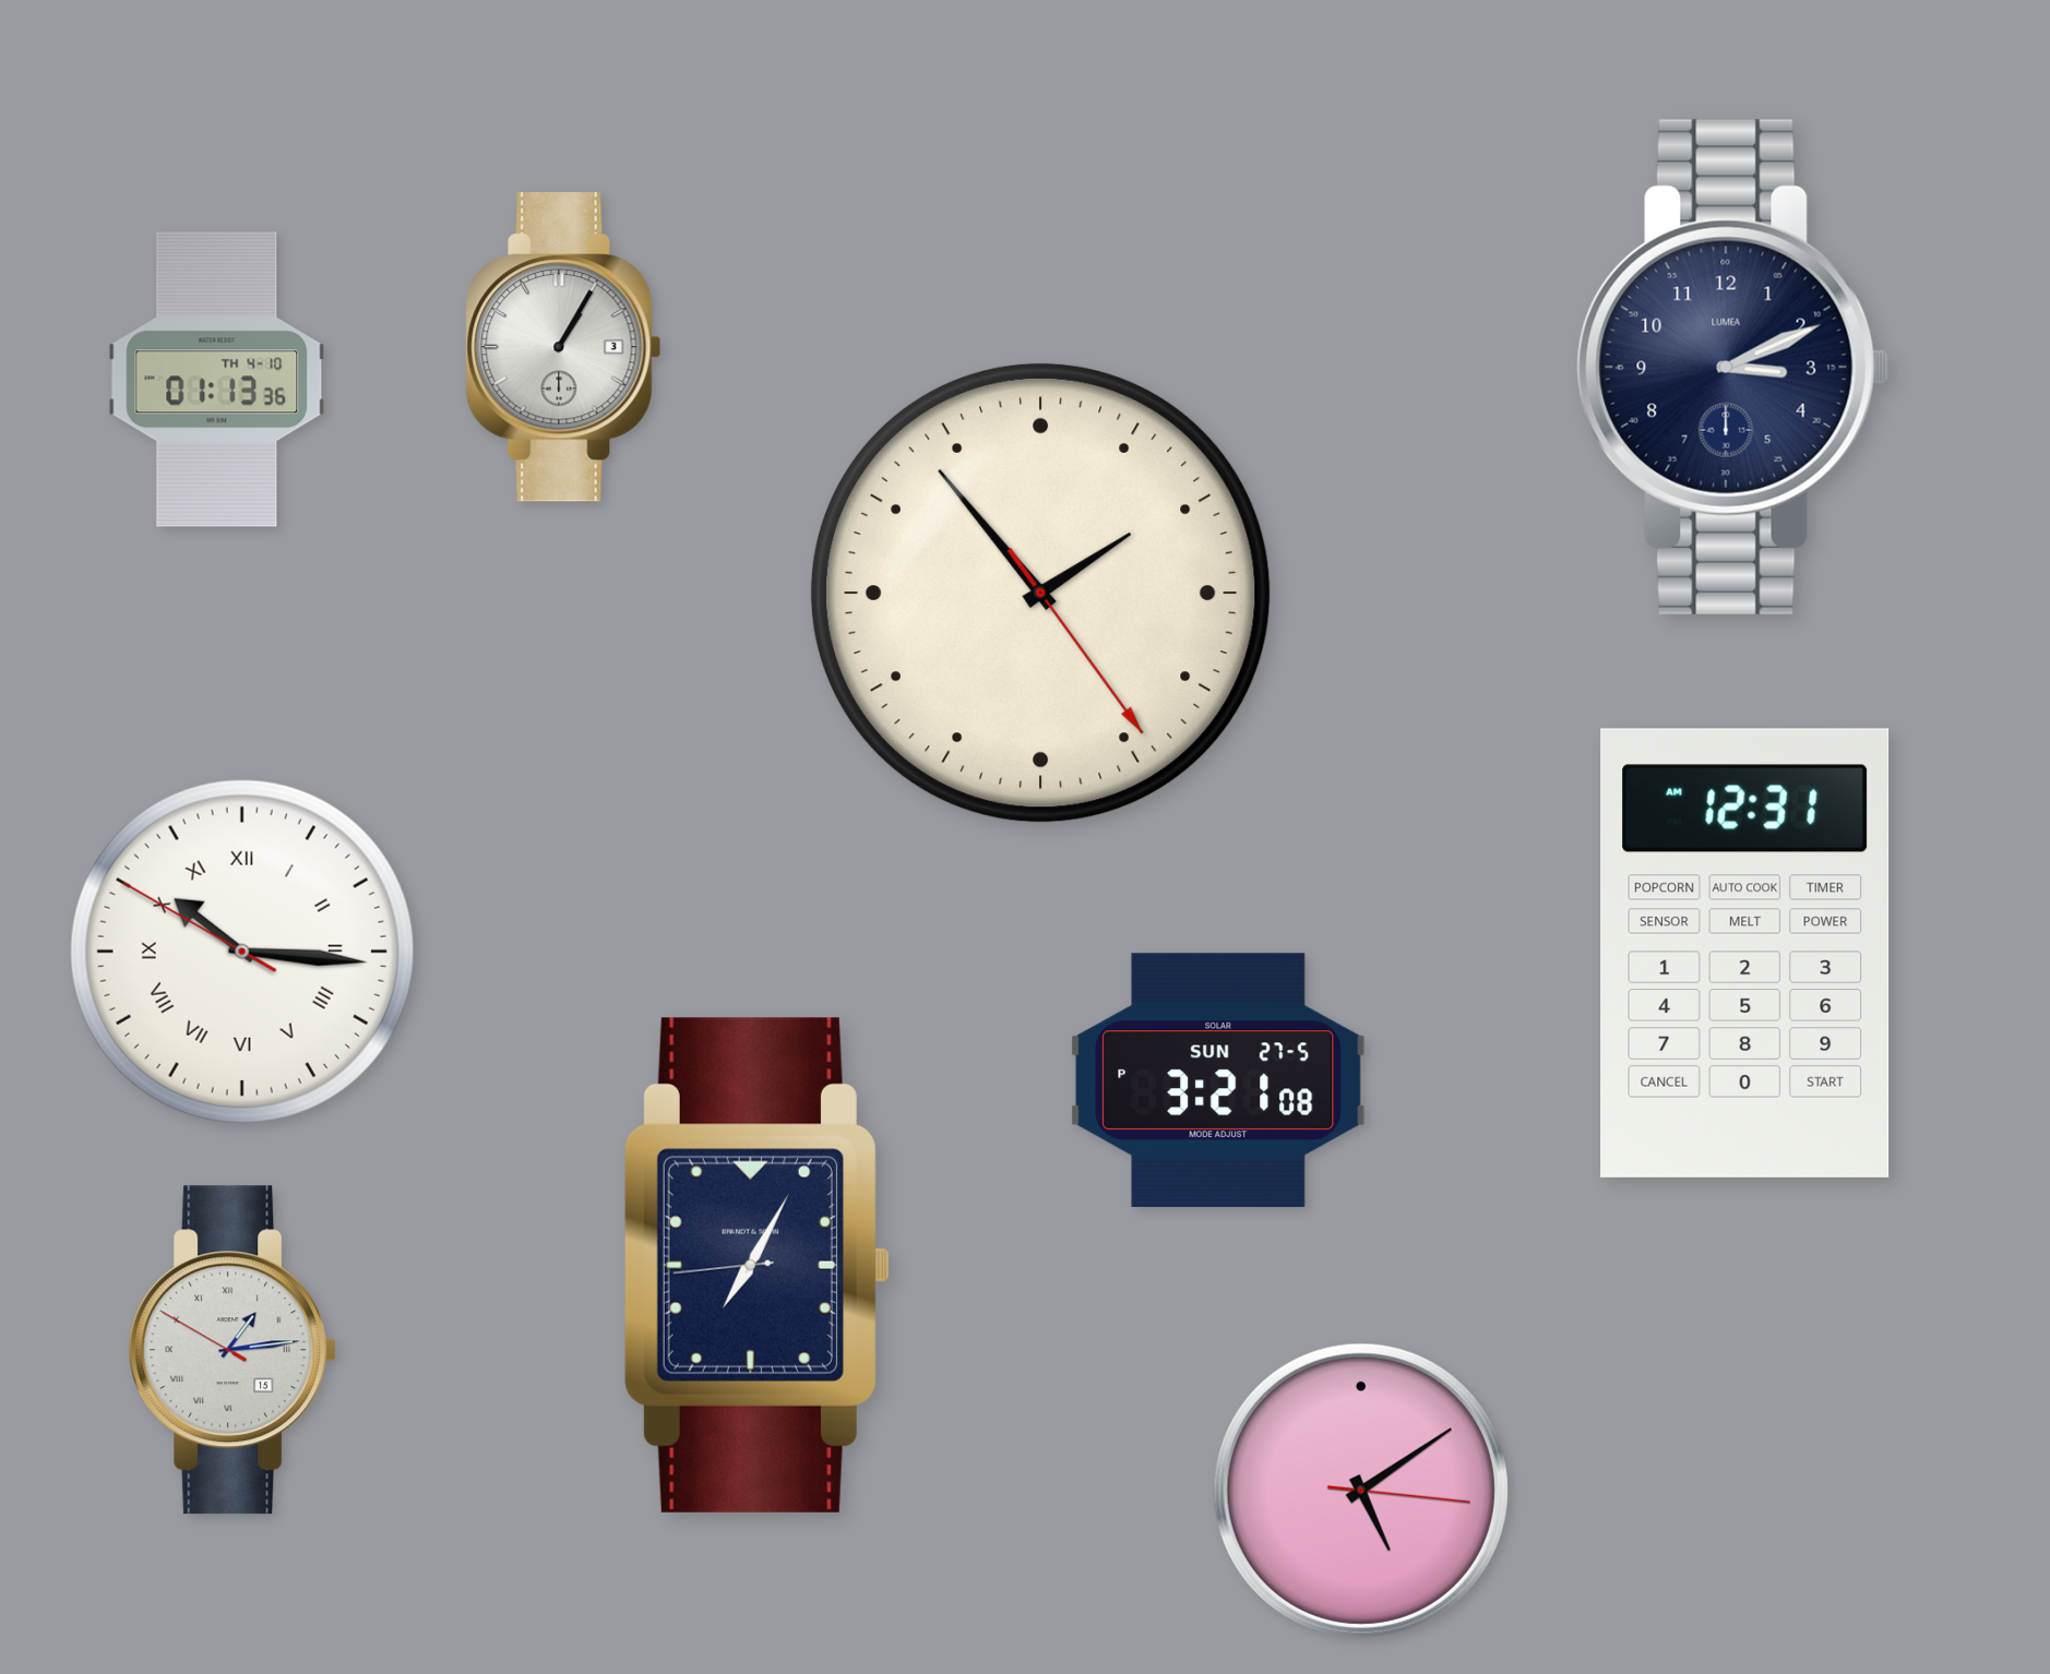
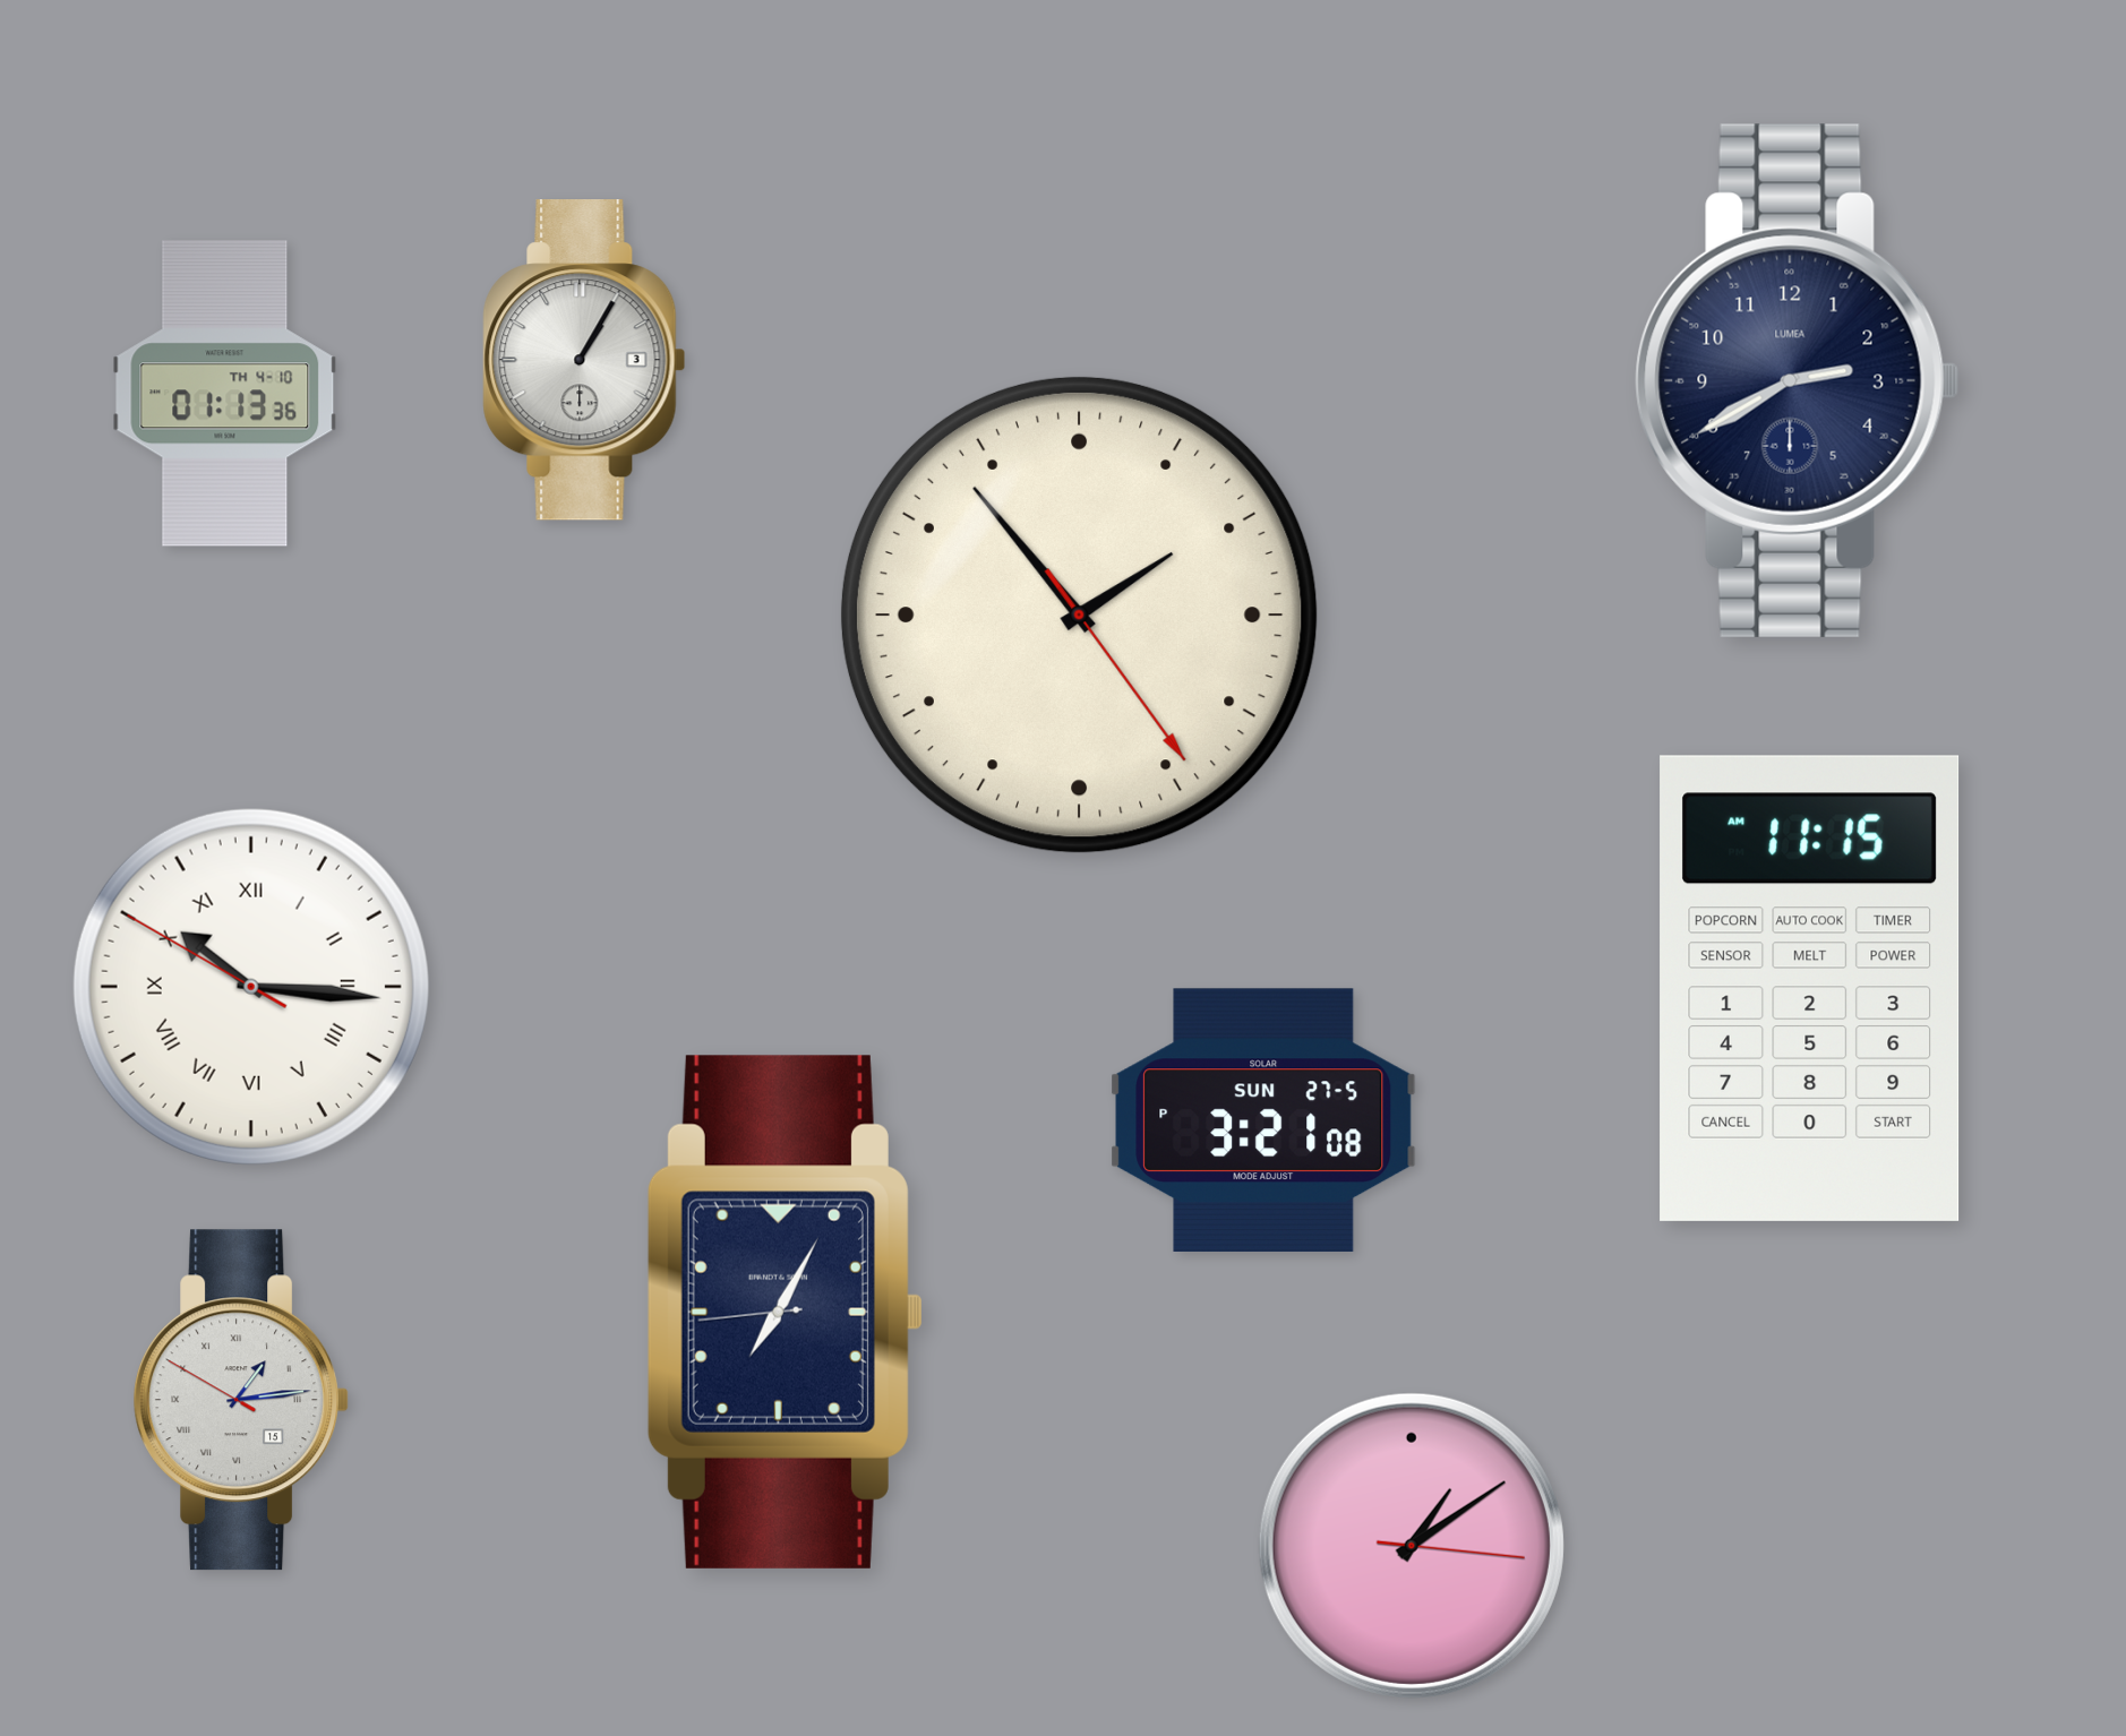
clock at (1733, 367): 3:11 -> 2:40
clock at (1745, 953): 12:31 -> 11:15
clock at (1361, 1491): 5:09 -> 1:09
